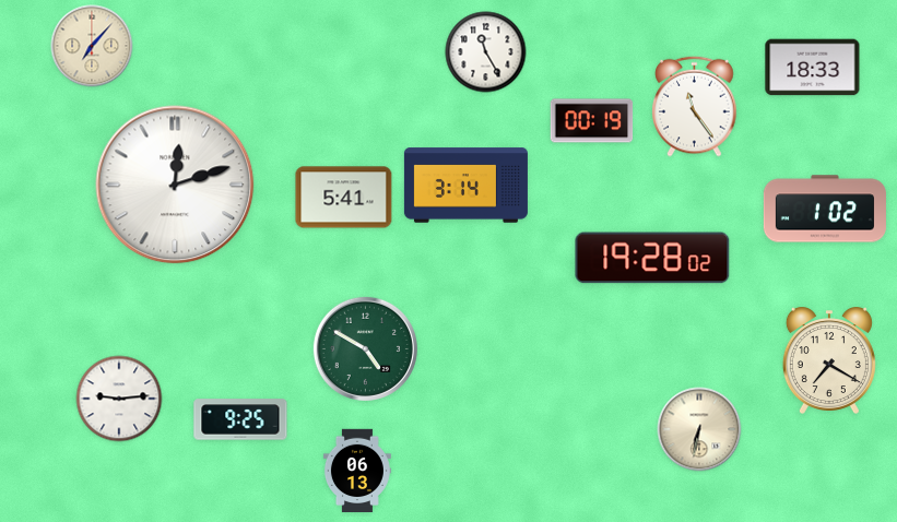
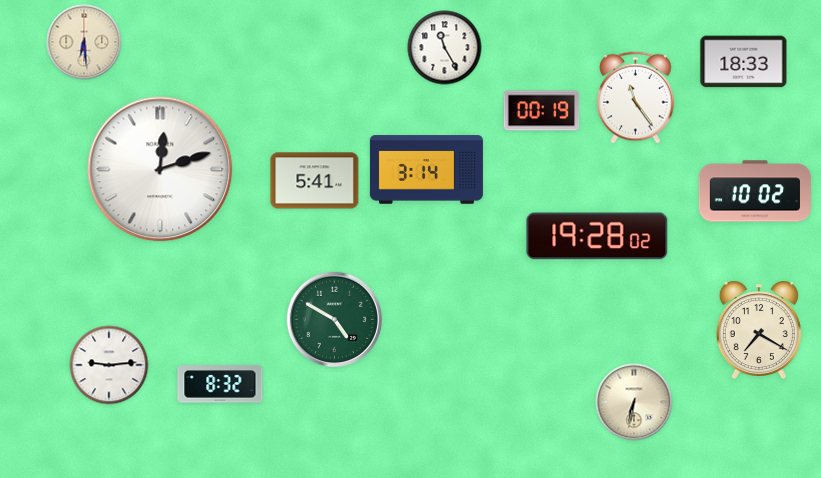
clock at (92, 46): 7:07 -> 6:29
clock at (825, 209): 1:02 -> 10:02
clock at (240, 419): 9:25 -> 8:32
clock at (699, 429) position: (699, 429) -> (634, 402)
clock at (357, 471): 06:13 -> none
